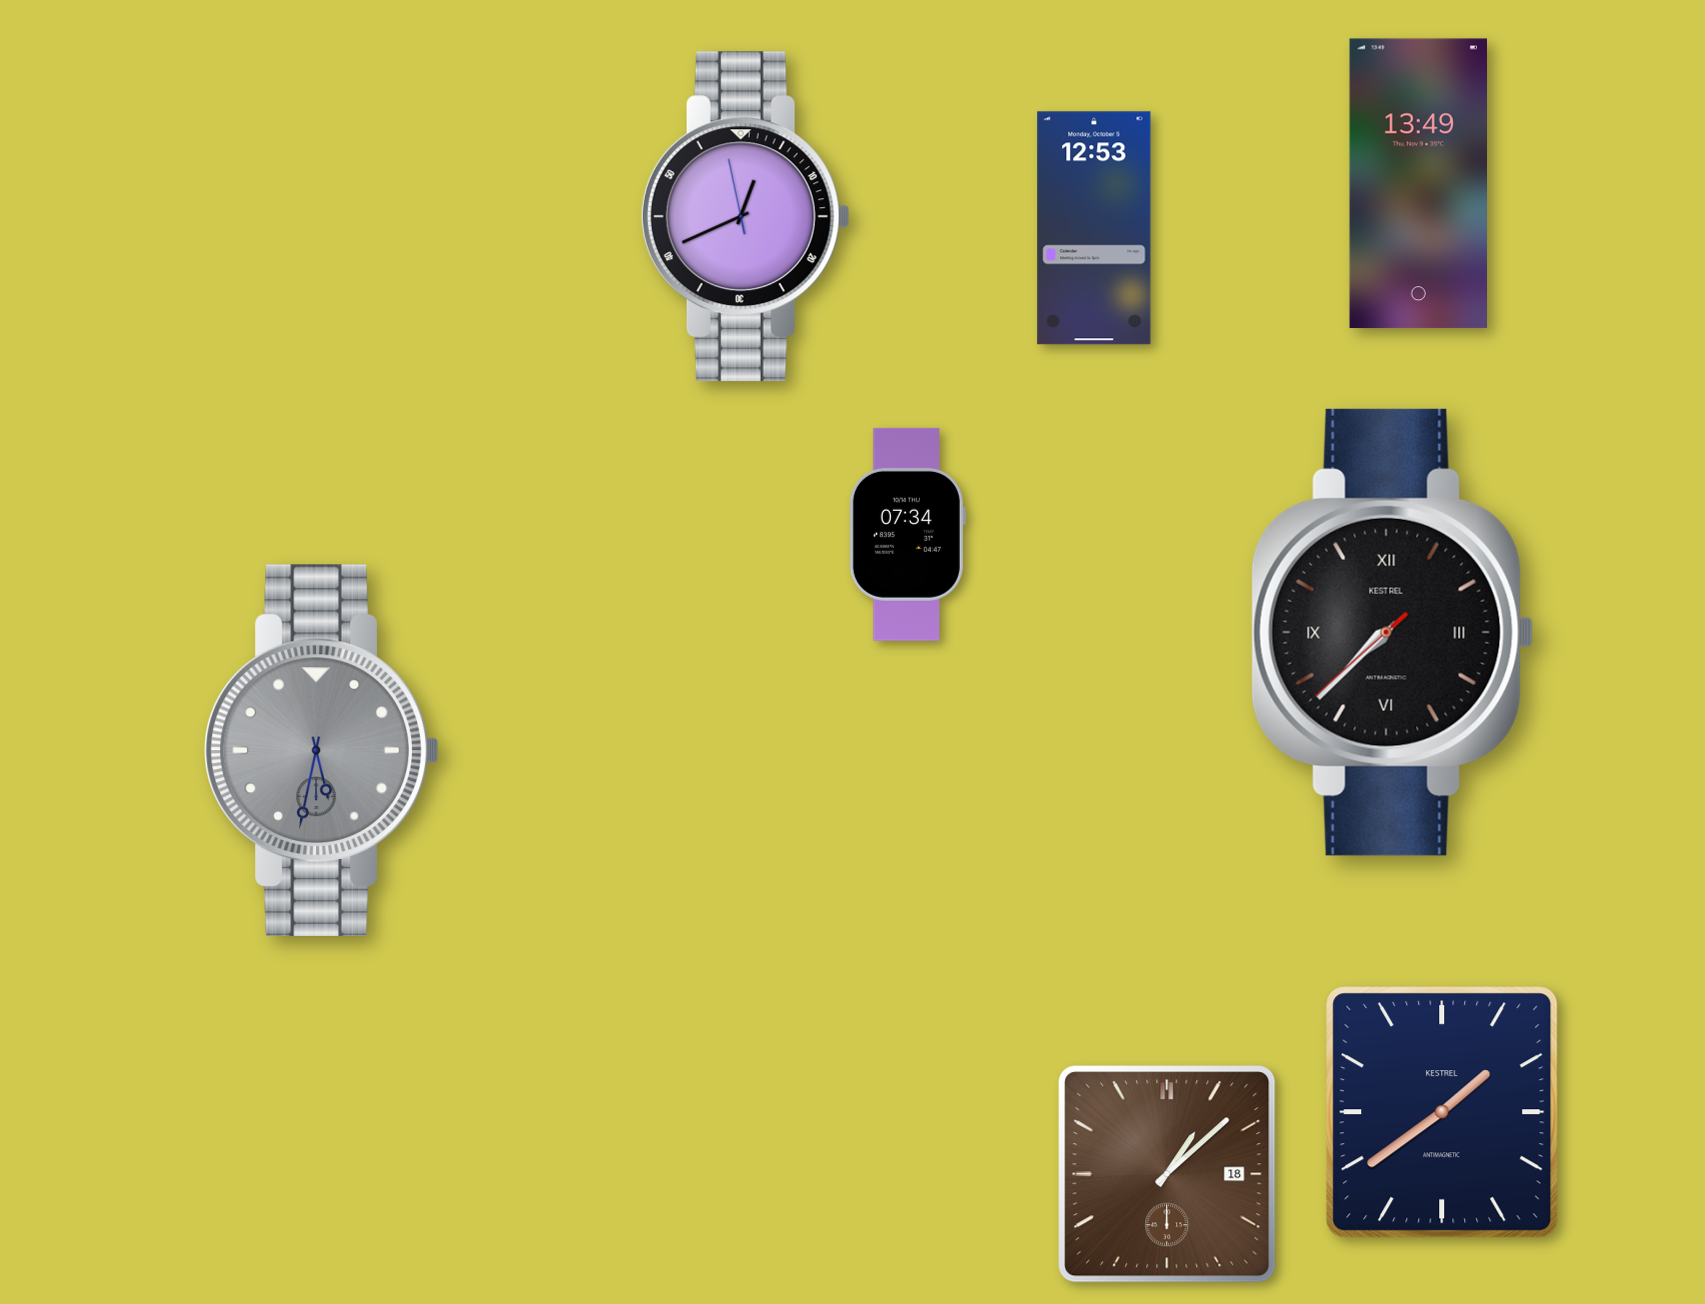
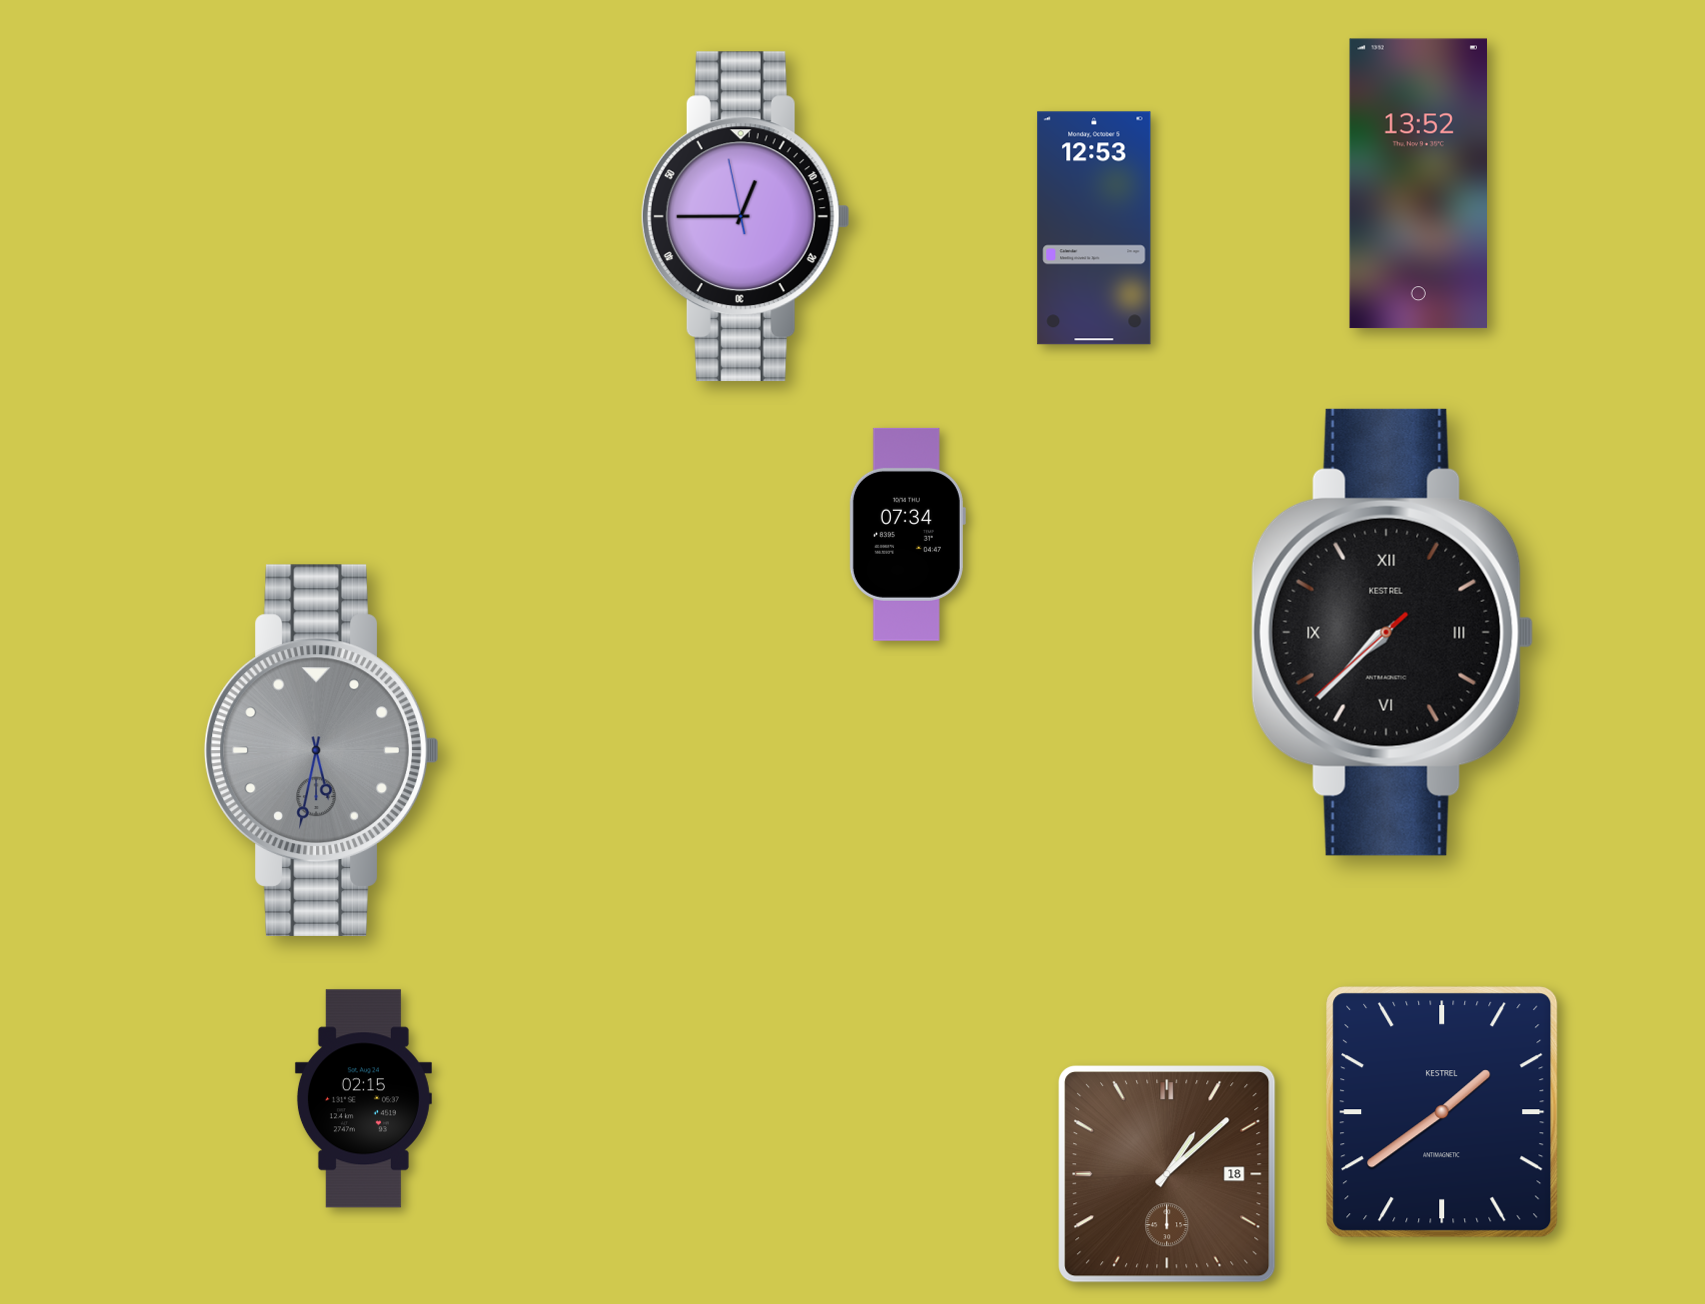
clock at (1418, 184): 13:49 -> 13:52
clock at (745, 217): 12:40 -> 12:44
clock at (363, 1099): none -> 02:15
